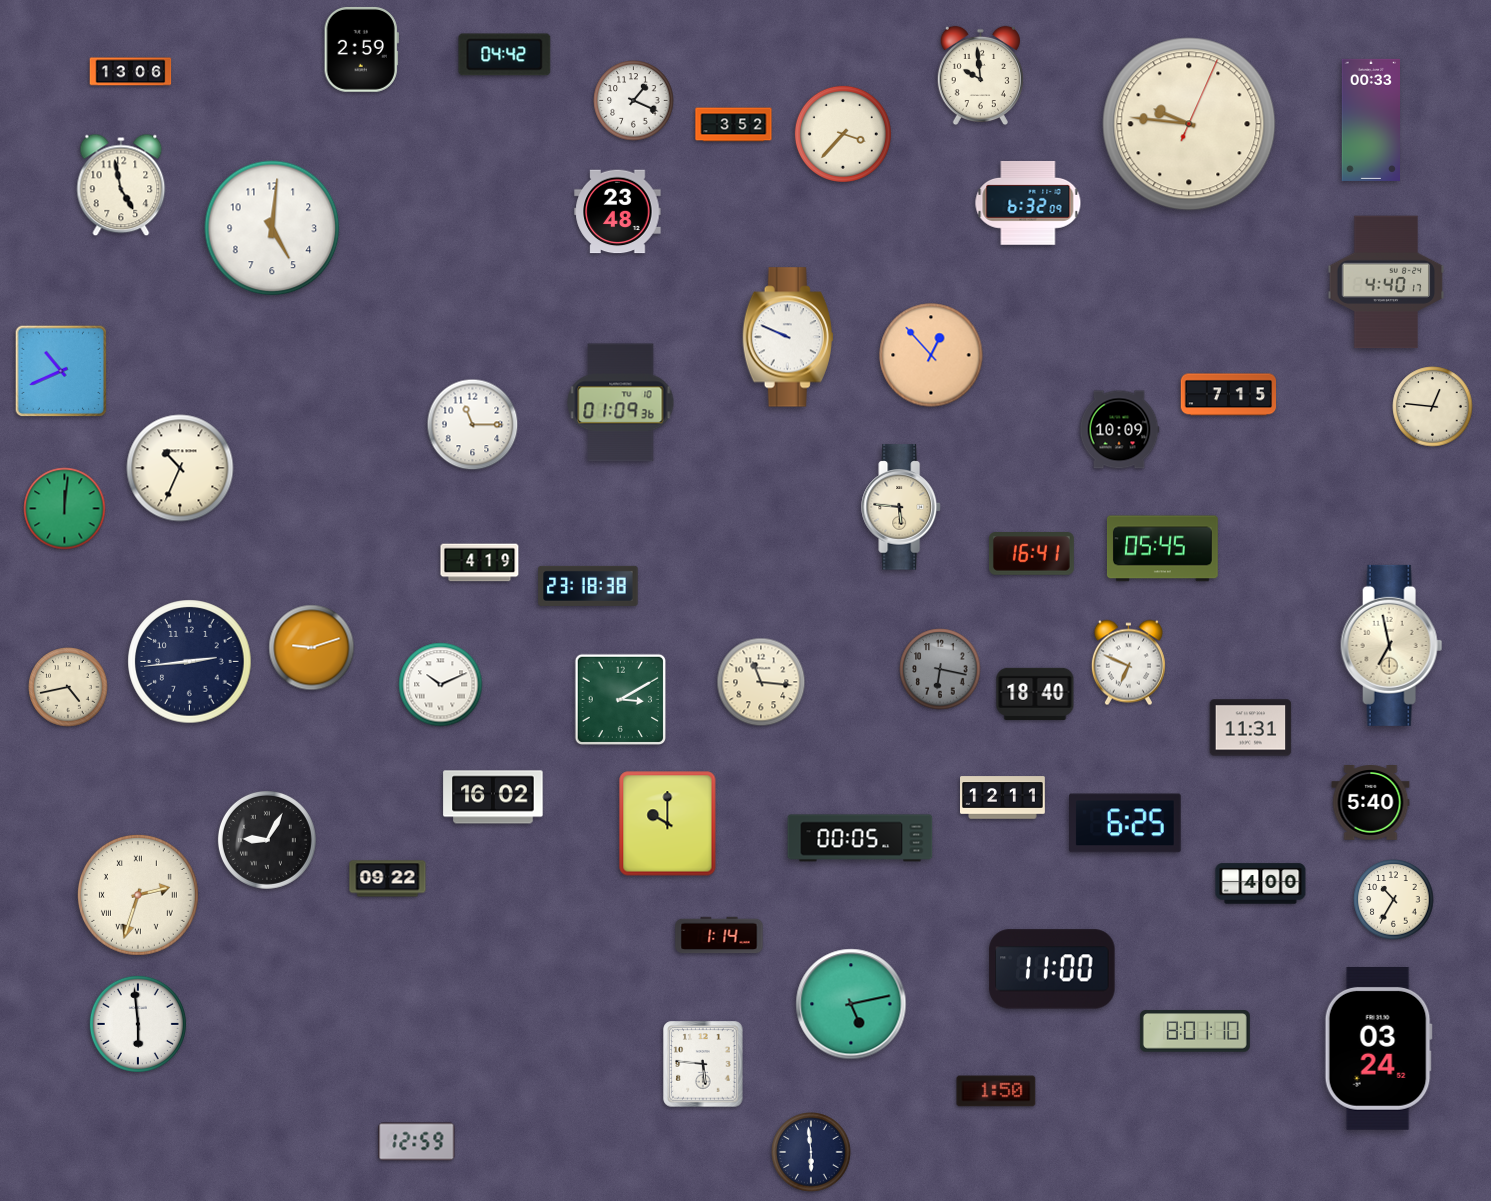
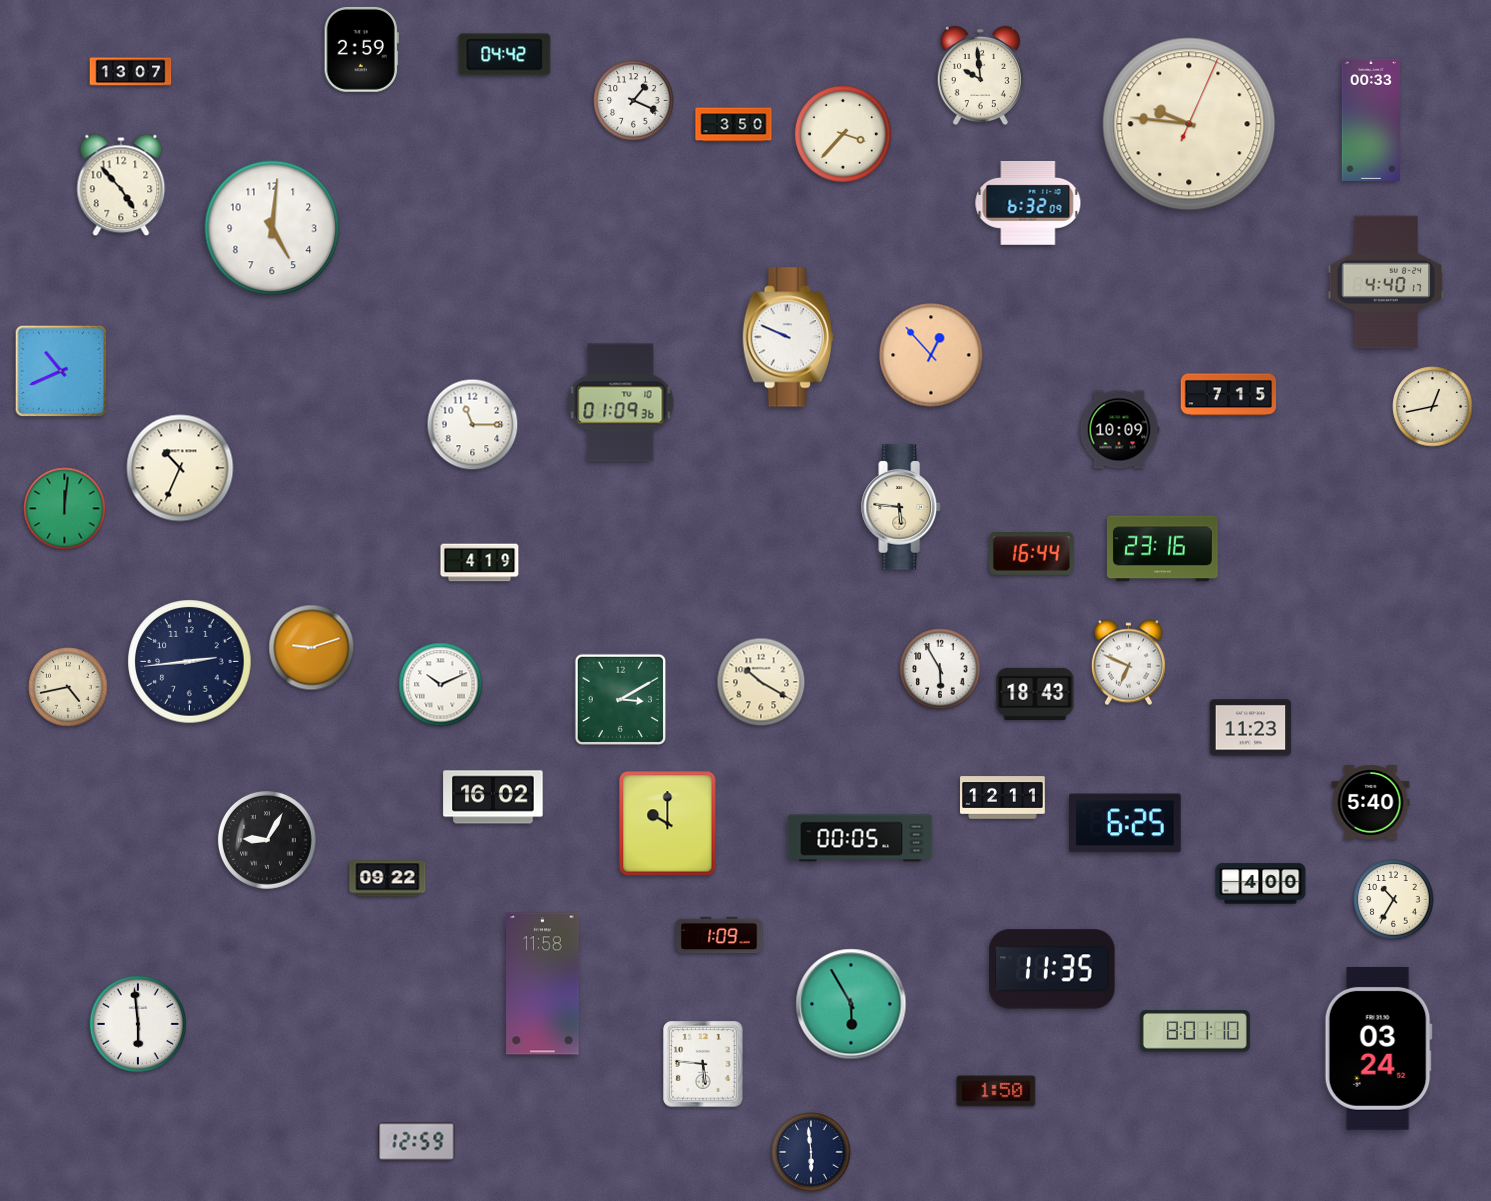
clock at (131, 72): 13:06 -> 13:07
clock at (734, 125): 3:52 -> 3:50
clock at (121, 185): 4:58 -> 4:53
clock at (618, 212): 23:48 -> none
clock at (1433, 407): 12:46 -> 12:43
clock at (1162, 549): 05:45 -> 23:16
clock at (1031, 554): 16:41 -> 16:44
clock at (588, 586): 23:18 -> none
clock at (1392, 645): 6:58 -> none
clock at (940, 669): 6:17 -> 5:55
clock at (940, 669) dial: grey -> white
clock at (761, 682): 11:16 -> 10:20
clock at (1035, 694): 18:40 -> 18:43
clock at (1251, 728): 11:31 -> 11:23
clock at (138, 895): 2:33 -> none
clock at (719, 935): 1:14 -> 1:09
clock at (1052, 969): 11:00 -> 11:35
clock at (543, 984): none -> 11:58
clock at (851, 1004): 5:13 -> 5:55
